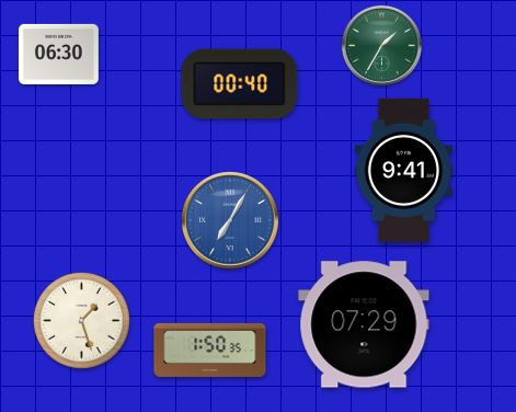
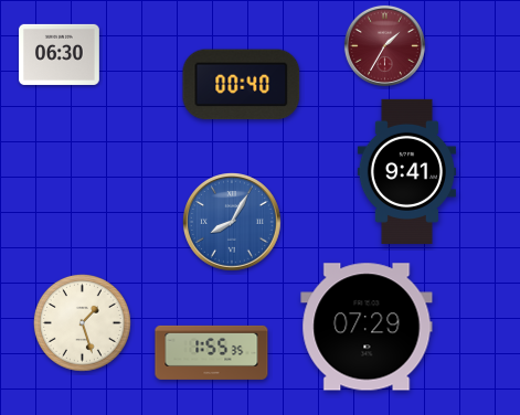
clock at (381, 45) dial: green -> burgundy
clock at (231, 221): 7:05 -> 8:05
clock at (210, 350): 1:50 -> 1:55
